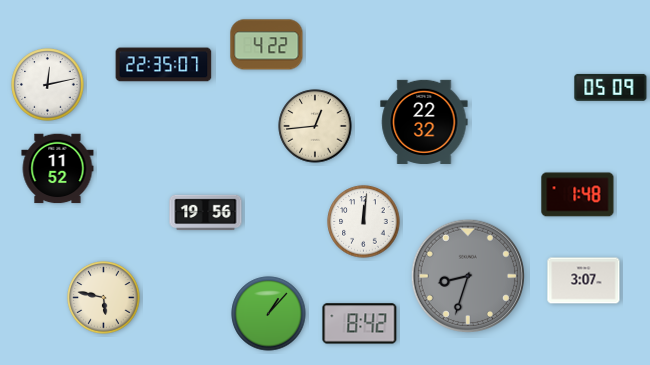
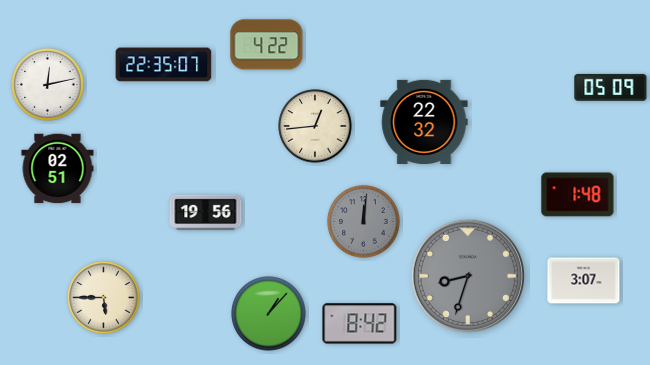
clock at (58, 169): 11:52 -> 02:51
clock at (364, 222) dial: white -> grey
clock at (104, 298): 5:47 -> 5:45
